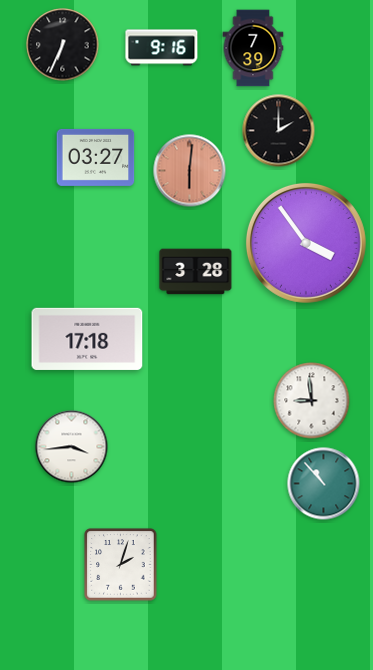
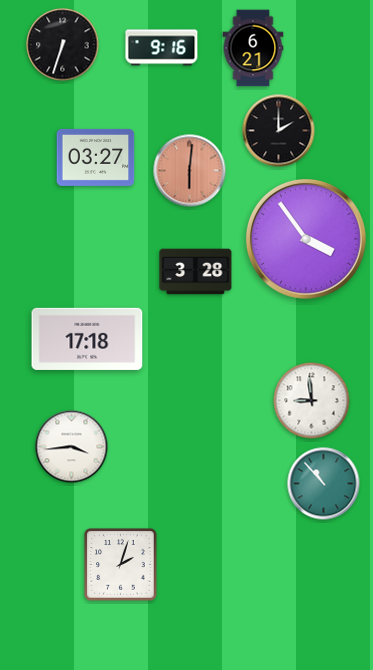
clock at (63, 45): 6:34 -> 6:33
clock at (253, 48): 7:39 -> 6:21
clock at (306, 243) position: (306, 243) -> (306, 239)
